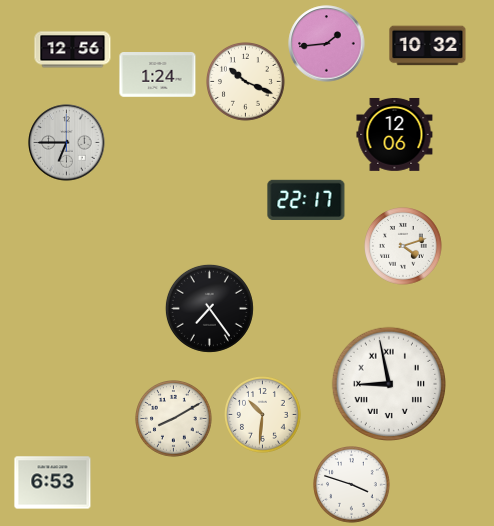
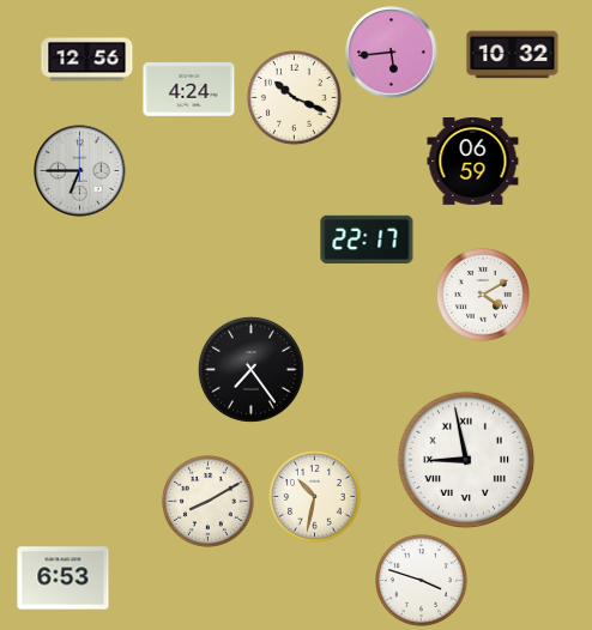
clock at (327, 44): 1:44 -> 5:44
clock at (158, 75): 1:24 -> 4:24
clock at (395, 134): 12:06 -> 06:59
clock at (404, 247): 4:12 -> 4:10
clock at (263, 415): 10:31 -> 10:32
